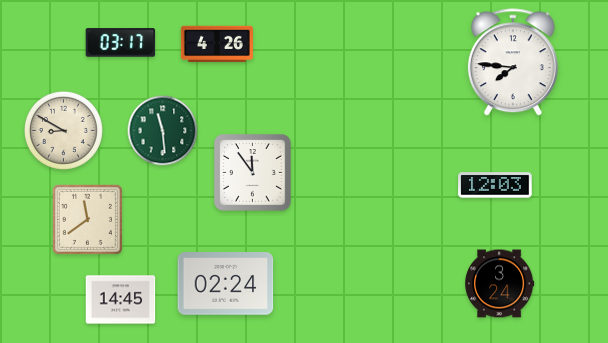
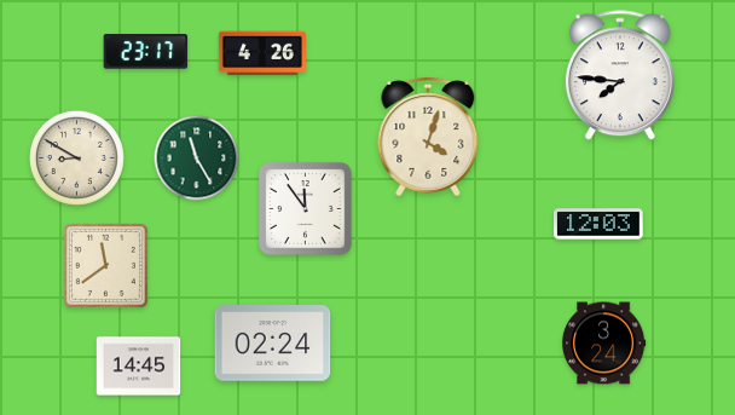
clock at (121, 43): 03:17 -> 23:17
clock at (428, 137): none -> 4:03
clock at (163, 131): 11:29 -> 11:25
clock at (121, 300) position: (121, 300) -> (139, 367)
